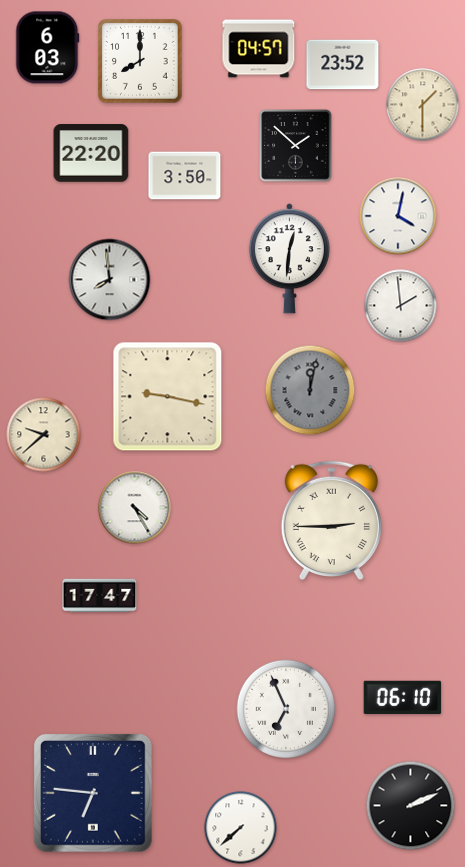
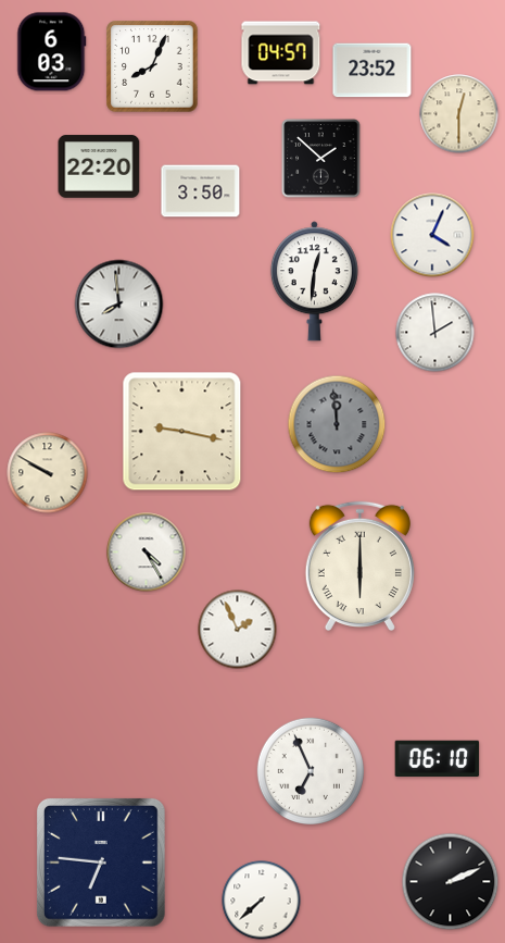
clock at (140, 61): 8:00 -> 8:04
clock at (423, 105): 1:30 -> 12:30
clock at (398, 216): 4:02 -> 4:04
clock at (310, 390): 12:02 -> 11:59
clock at (44, 435): 9:38 -> 9:50
clock at (331, 520): 2:45 -> 6:00
clock at (238, 630): none -> 1:56
clock at (100, 596): 17:47 -> none
clock at (411, 806) position: (411, 806) -> (451, 882)
